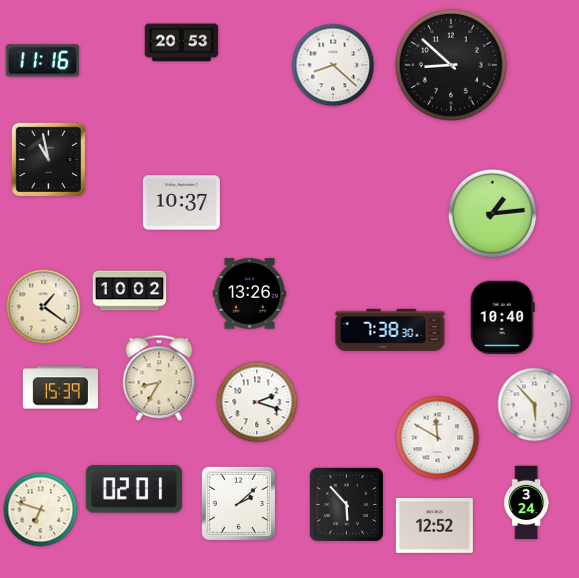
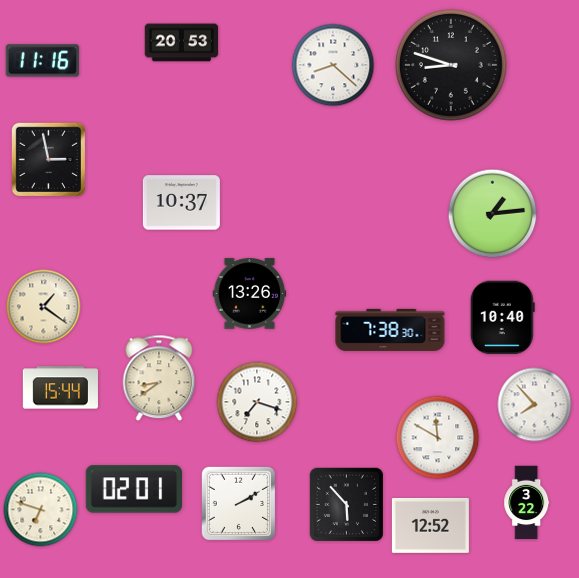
clock at (452, 66): 8:52 -> 8:48
clock at (48, 159): 10:58 -> 2:58
clock at (130, 291): 10:02 -> none
clock at (159, 378): 8:35 -> 8:39
clock at (60, 388): 15:39 -> 15:44
clock at (257, 402): 2:18 -> 7:18
clock at (535, 405): 5:53 -> 7:53
clock at (238, 503): 2:08 -> 2:10
clock at (527, 503): 3:24 -> 3:22
clock at (434, 525) position: (434, 525) -> (430, 525)
